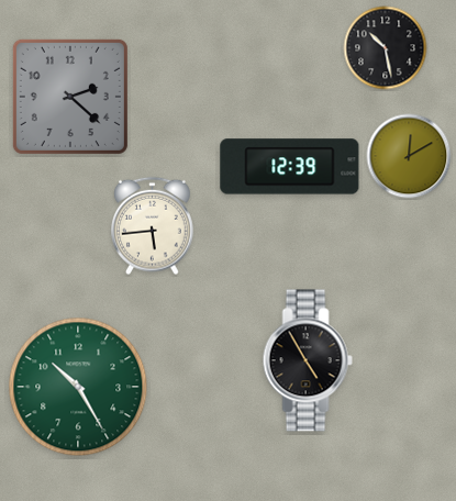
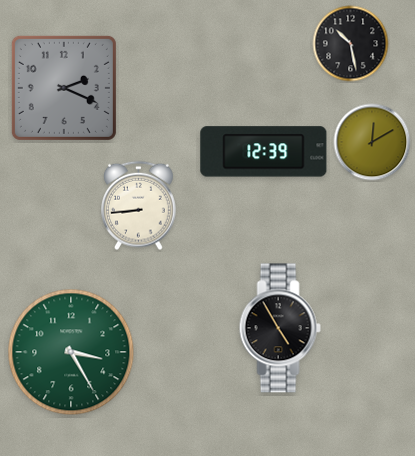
clock at (70, 97): 2:22 -> 2:19
clock at (153, 226): 5:44 -> 8:44
clock at (78, 387): 10:25 -> 3:25
